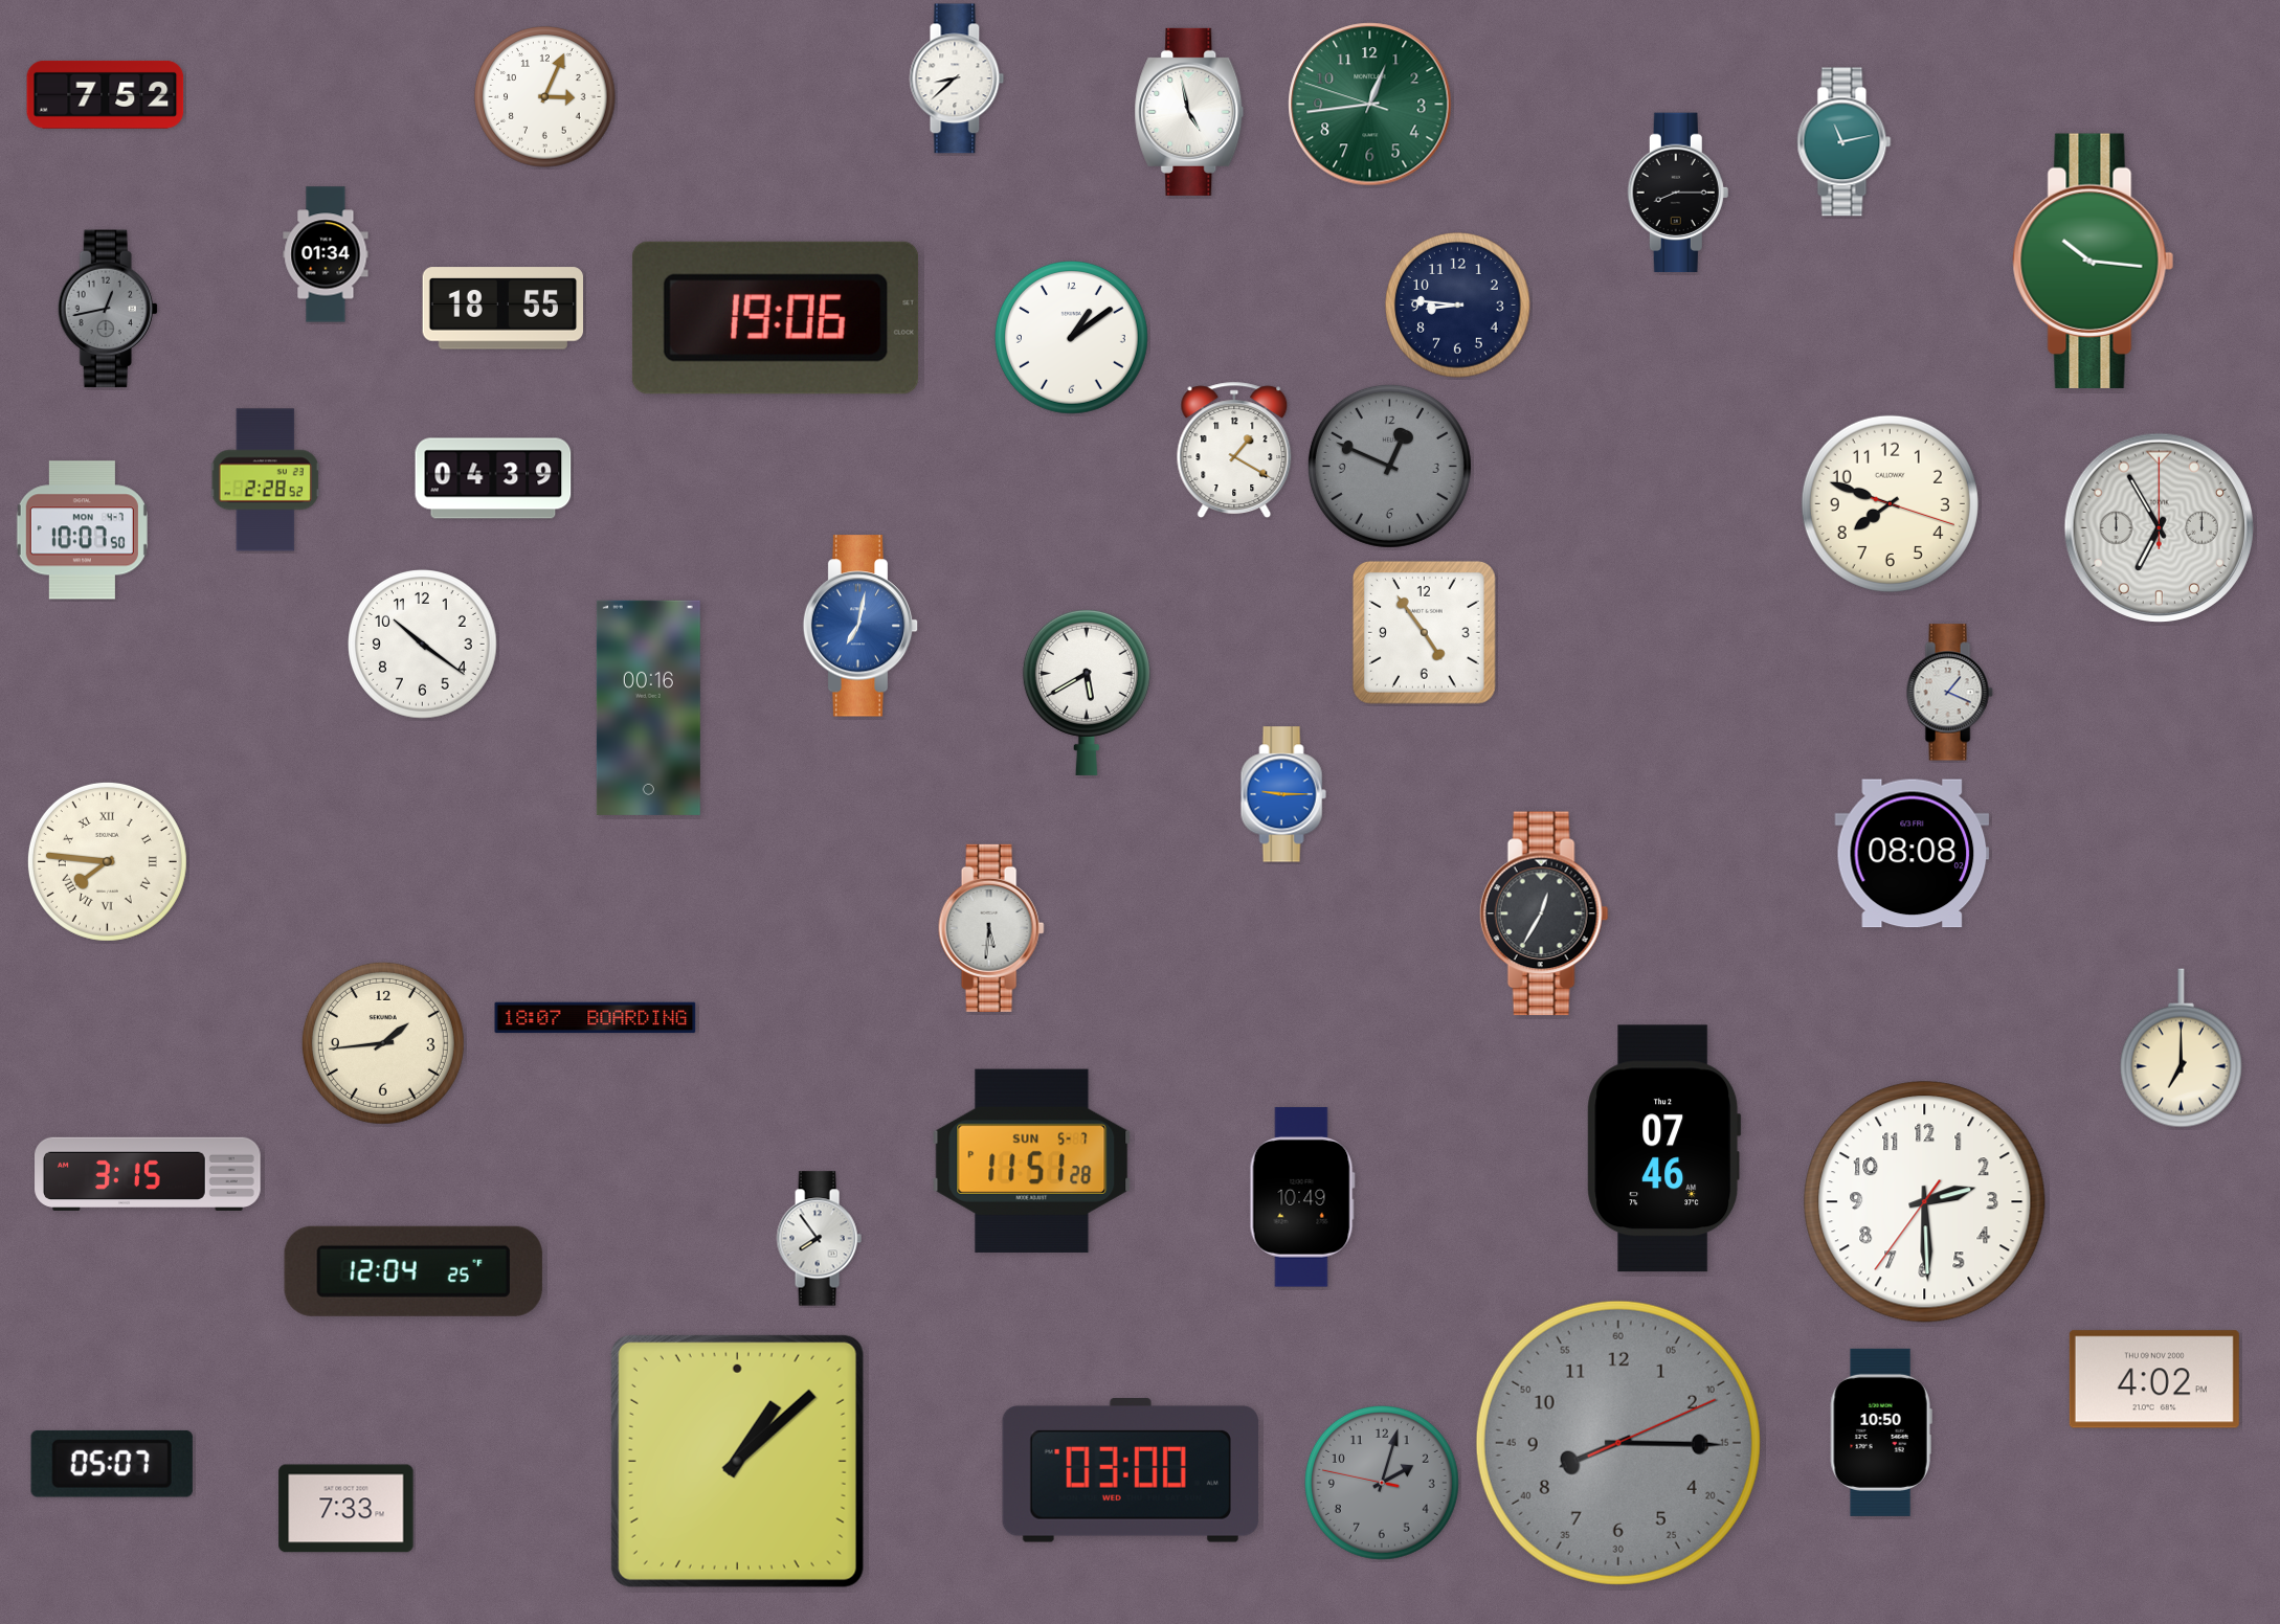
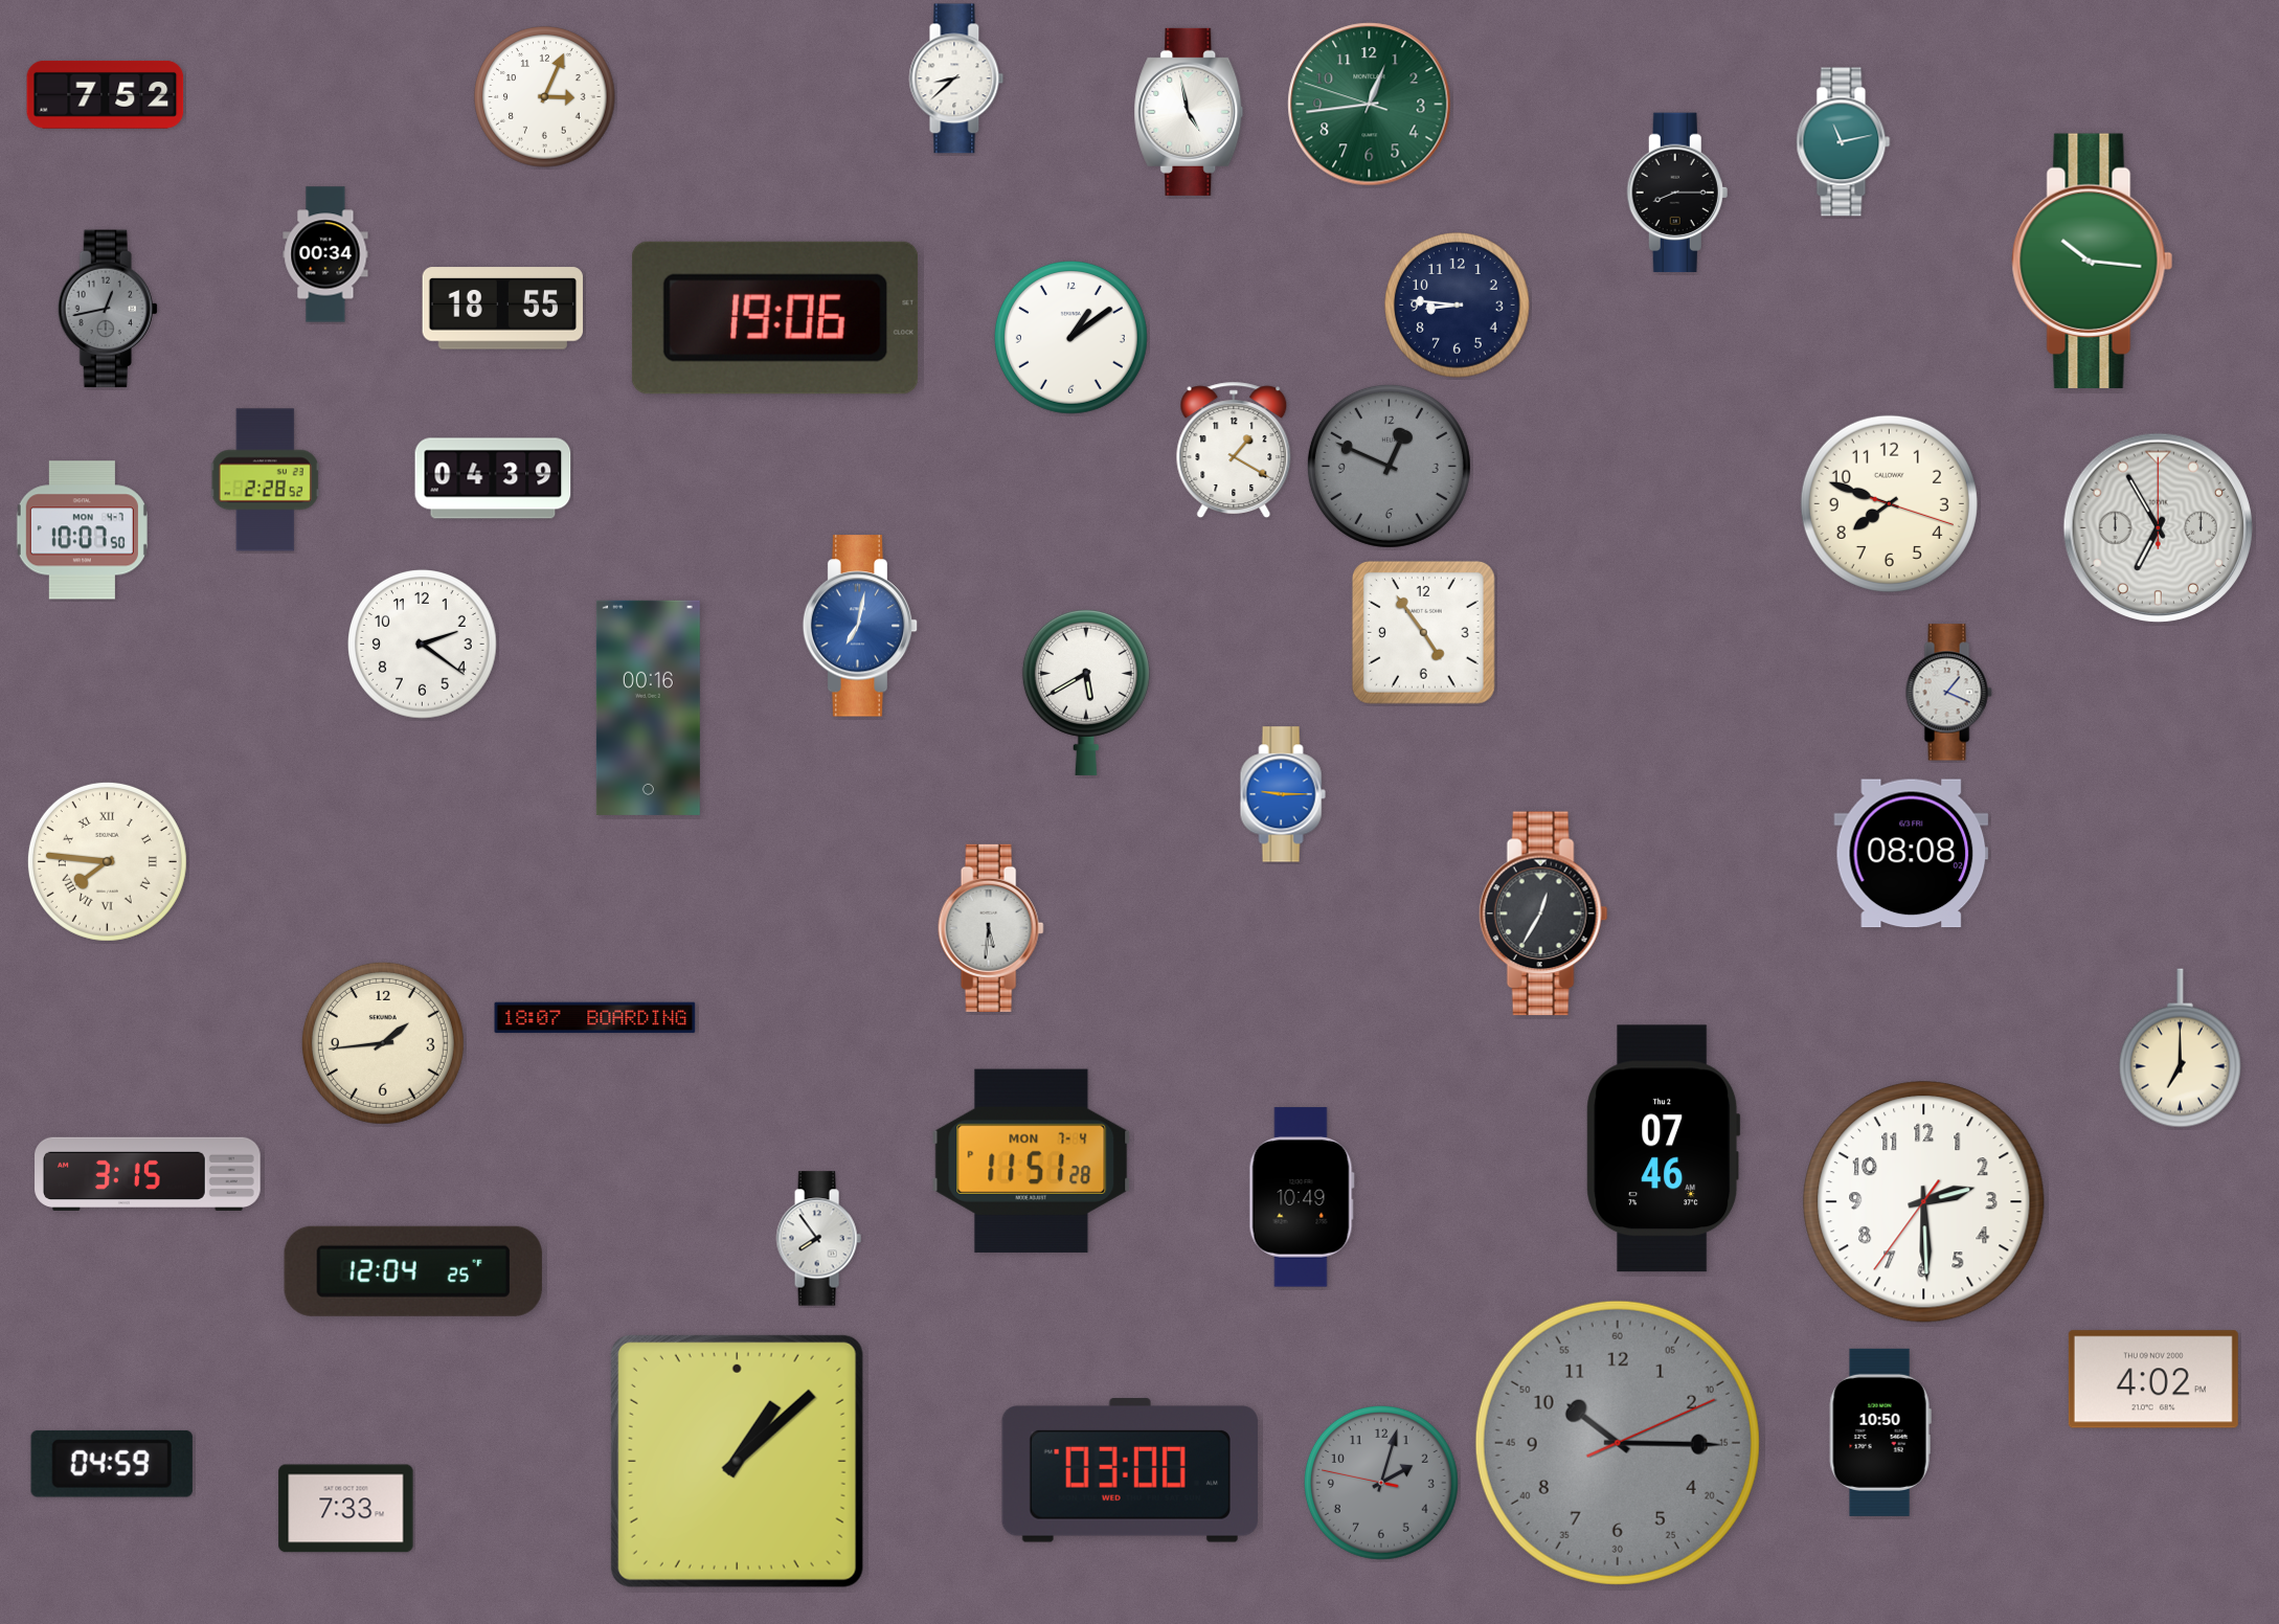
clock at (326, 254): 01:34 -> 00:34
clock at (423, 645): 10:21 -> 2:21
clock at (1032, 1160) date: SUN 5-7 -> MON 7-4
clock at (1618, 1443): 8:15 -> 10:15
clock at (112, 1464): 05:07 -> 04:59
